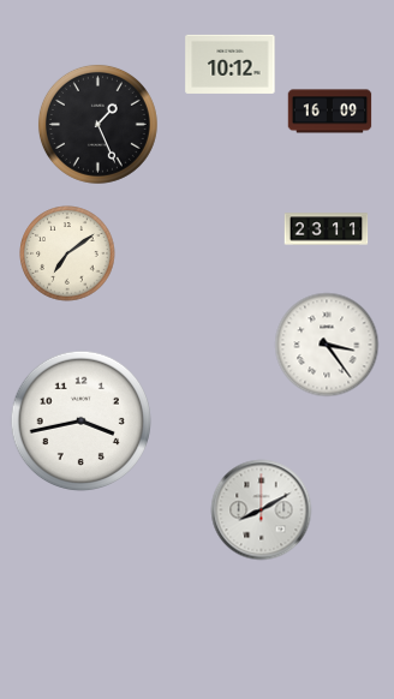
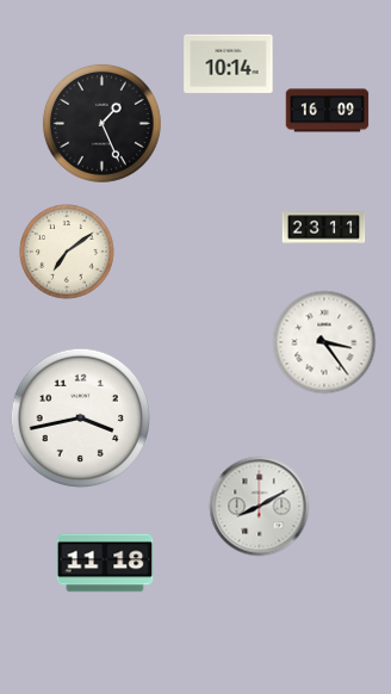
clock at (231, 64): 10:12 -> 10:14
clock at (97, 124) position: (97, 124) -> (101, 123)
clock at (105, 563): none -> 11:18
